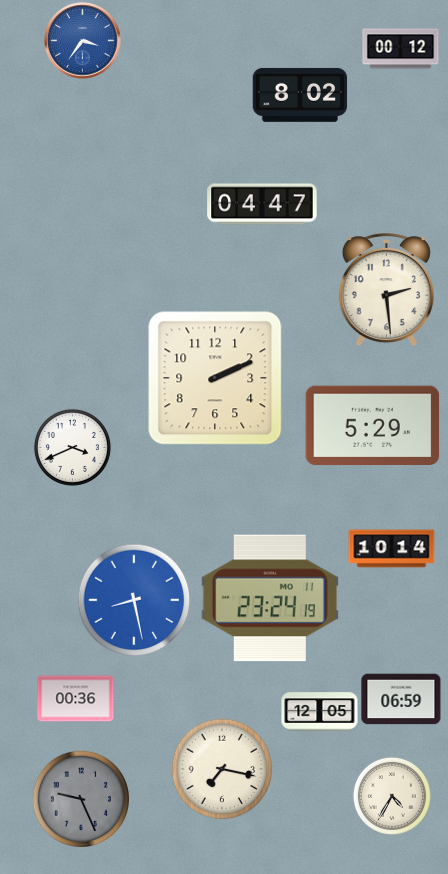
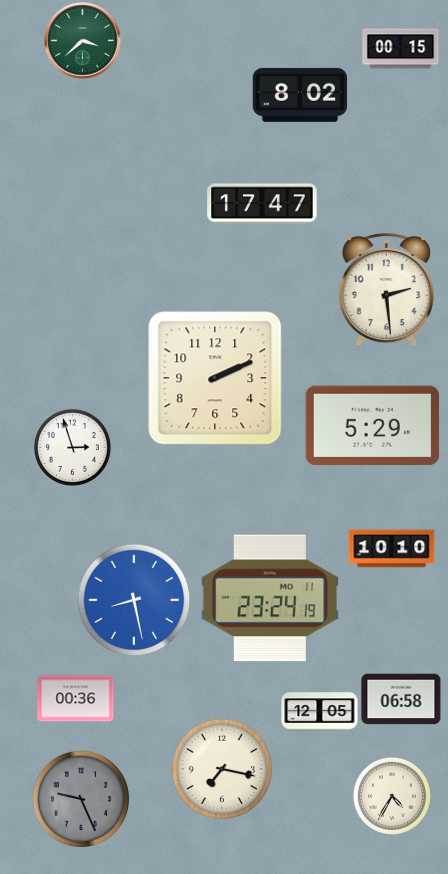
clock at (83, 41): 3:36 -> 3:38
clock at (83, 41) dial: blue -> green
clock at (401, 49): 00:12 -> 00:15
clock at (262, 204): 04:47 -> 17:47
clock at (72, 447): 3:41 -> 2:57
clock at (392, 549): 10:14 -> 10:10
clock at (401, 699): 06:59 -> 06:58
